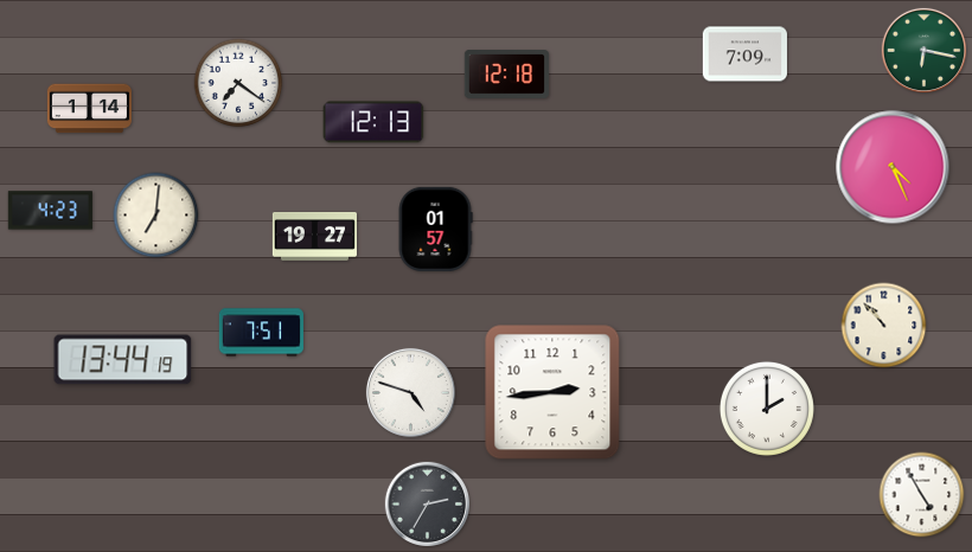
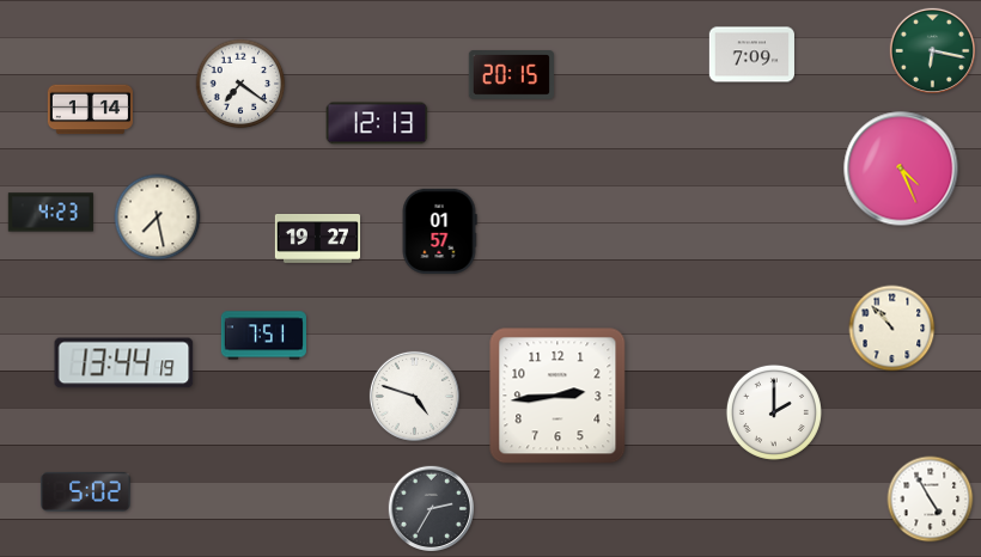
clock at (506, 75): 12:18 -> 20:15
clock at (156, 216): 7:01 -> 7:28
clock at (86, 492): none -> 5:02
